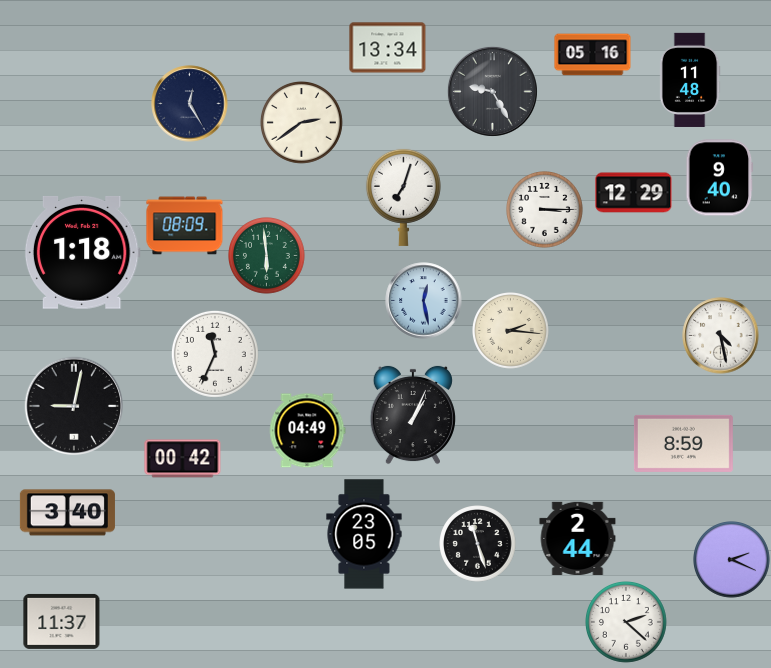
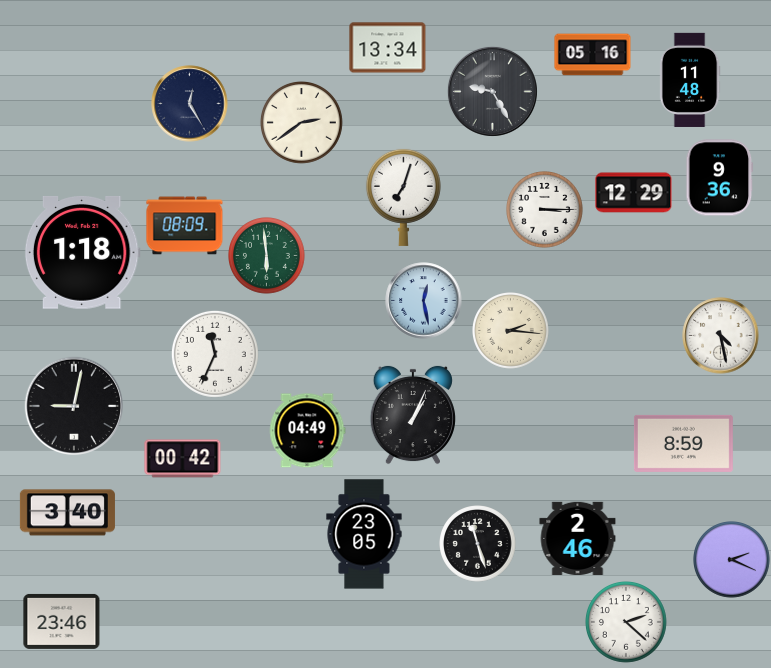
clock at (720, 178): 9:40 -> 9:36
clock at (578, 538): 2:44 -> 2:46
clock at (62, 621): 11:37 -> 23:46
